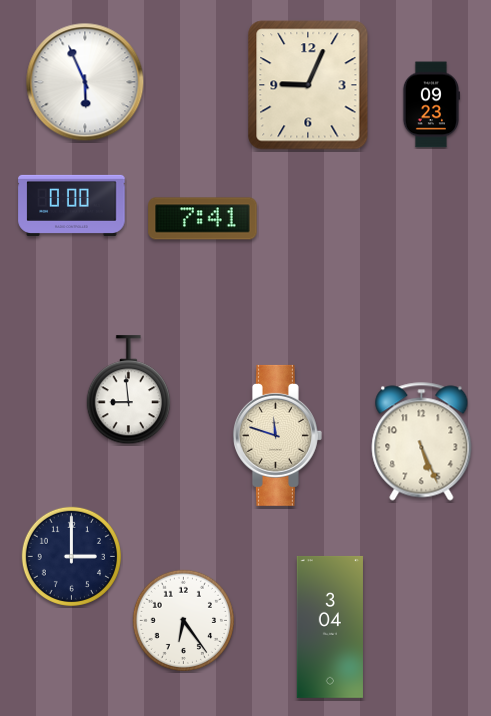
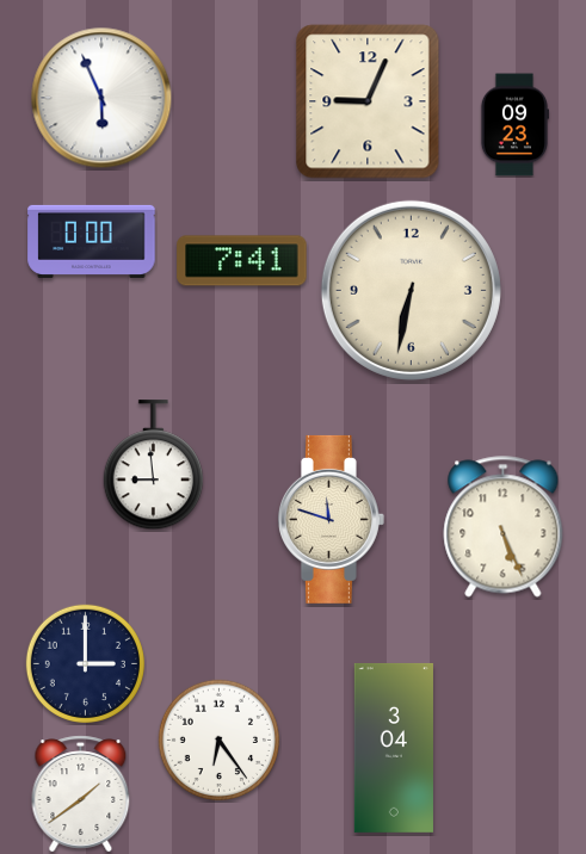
clock at (72, 205) position: (72, 205) -> (92, 241)
clock at (411, 290): none -> 6:32
clock at (81, 794): none -> 1:39
